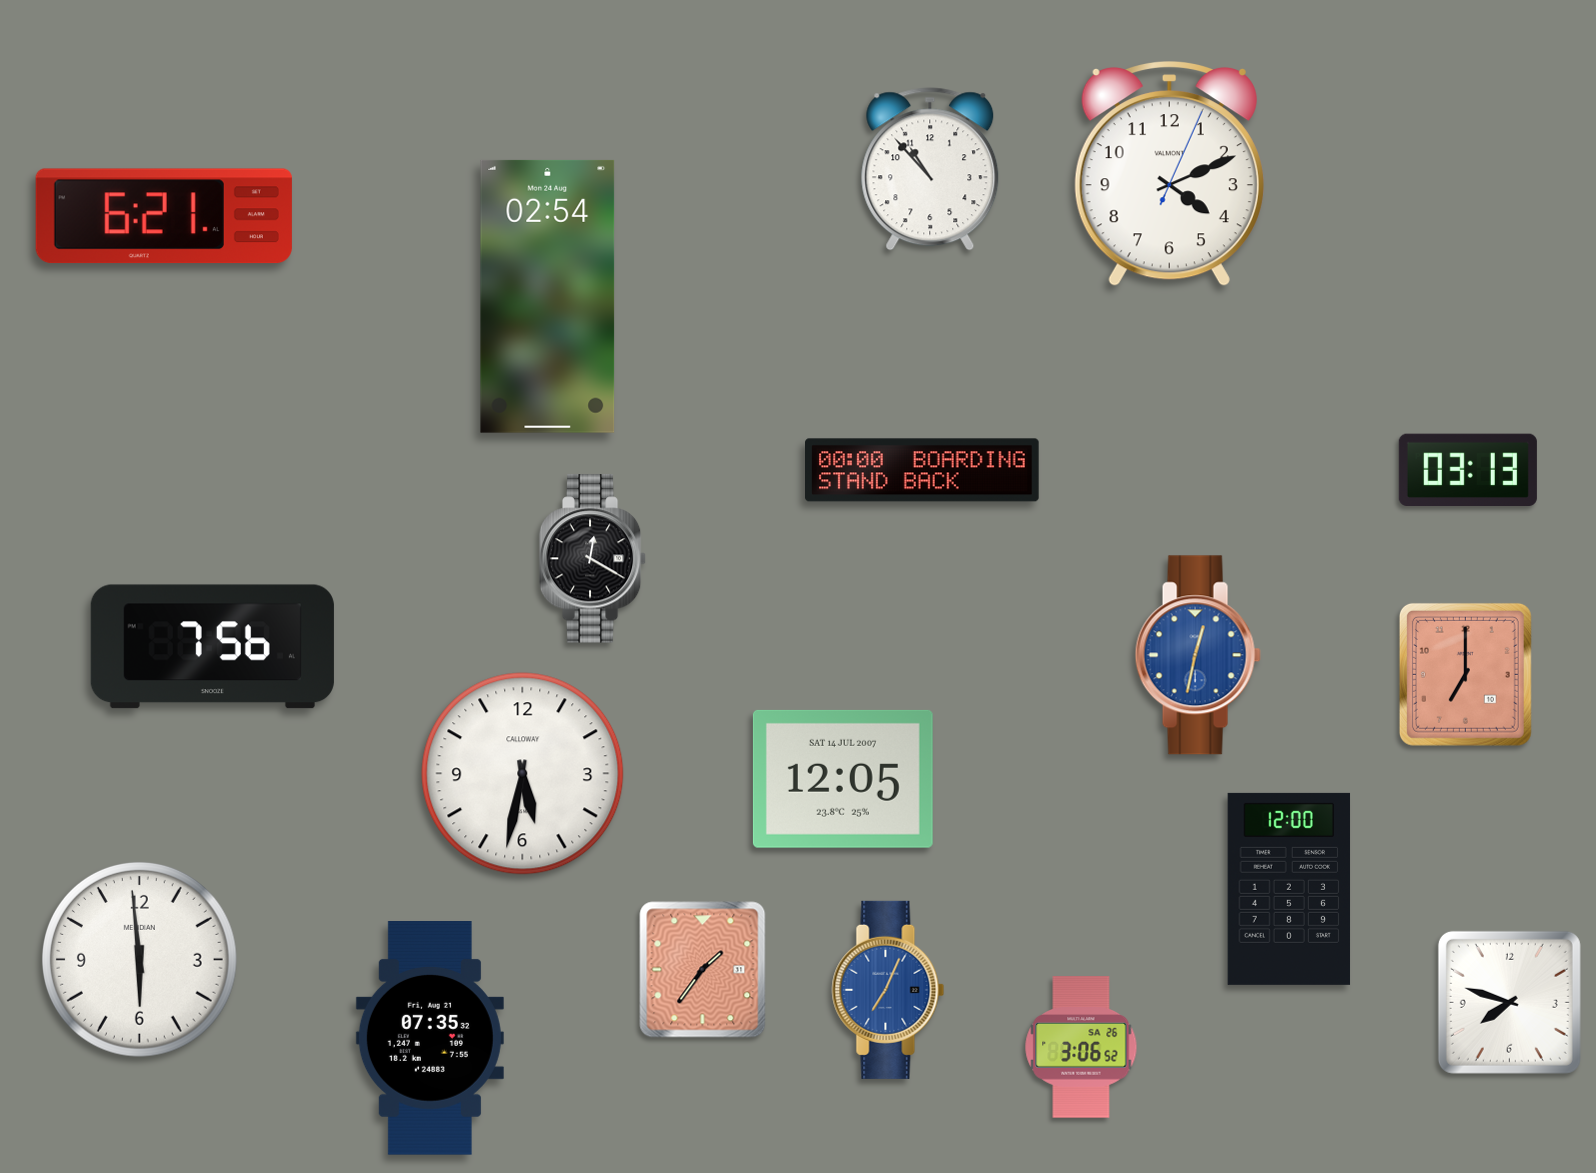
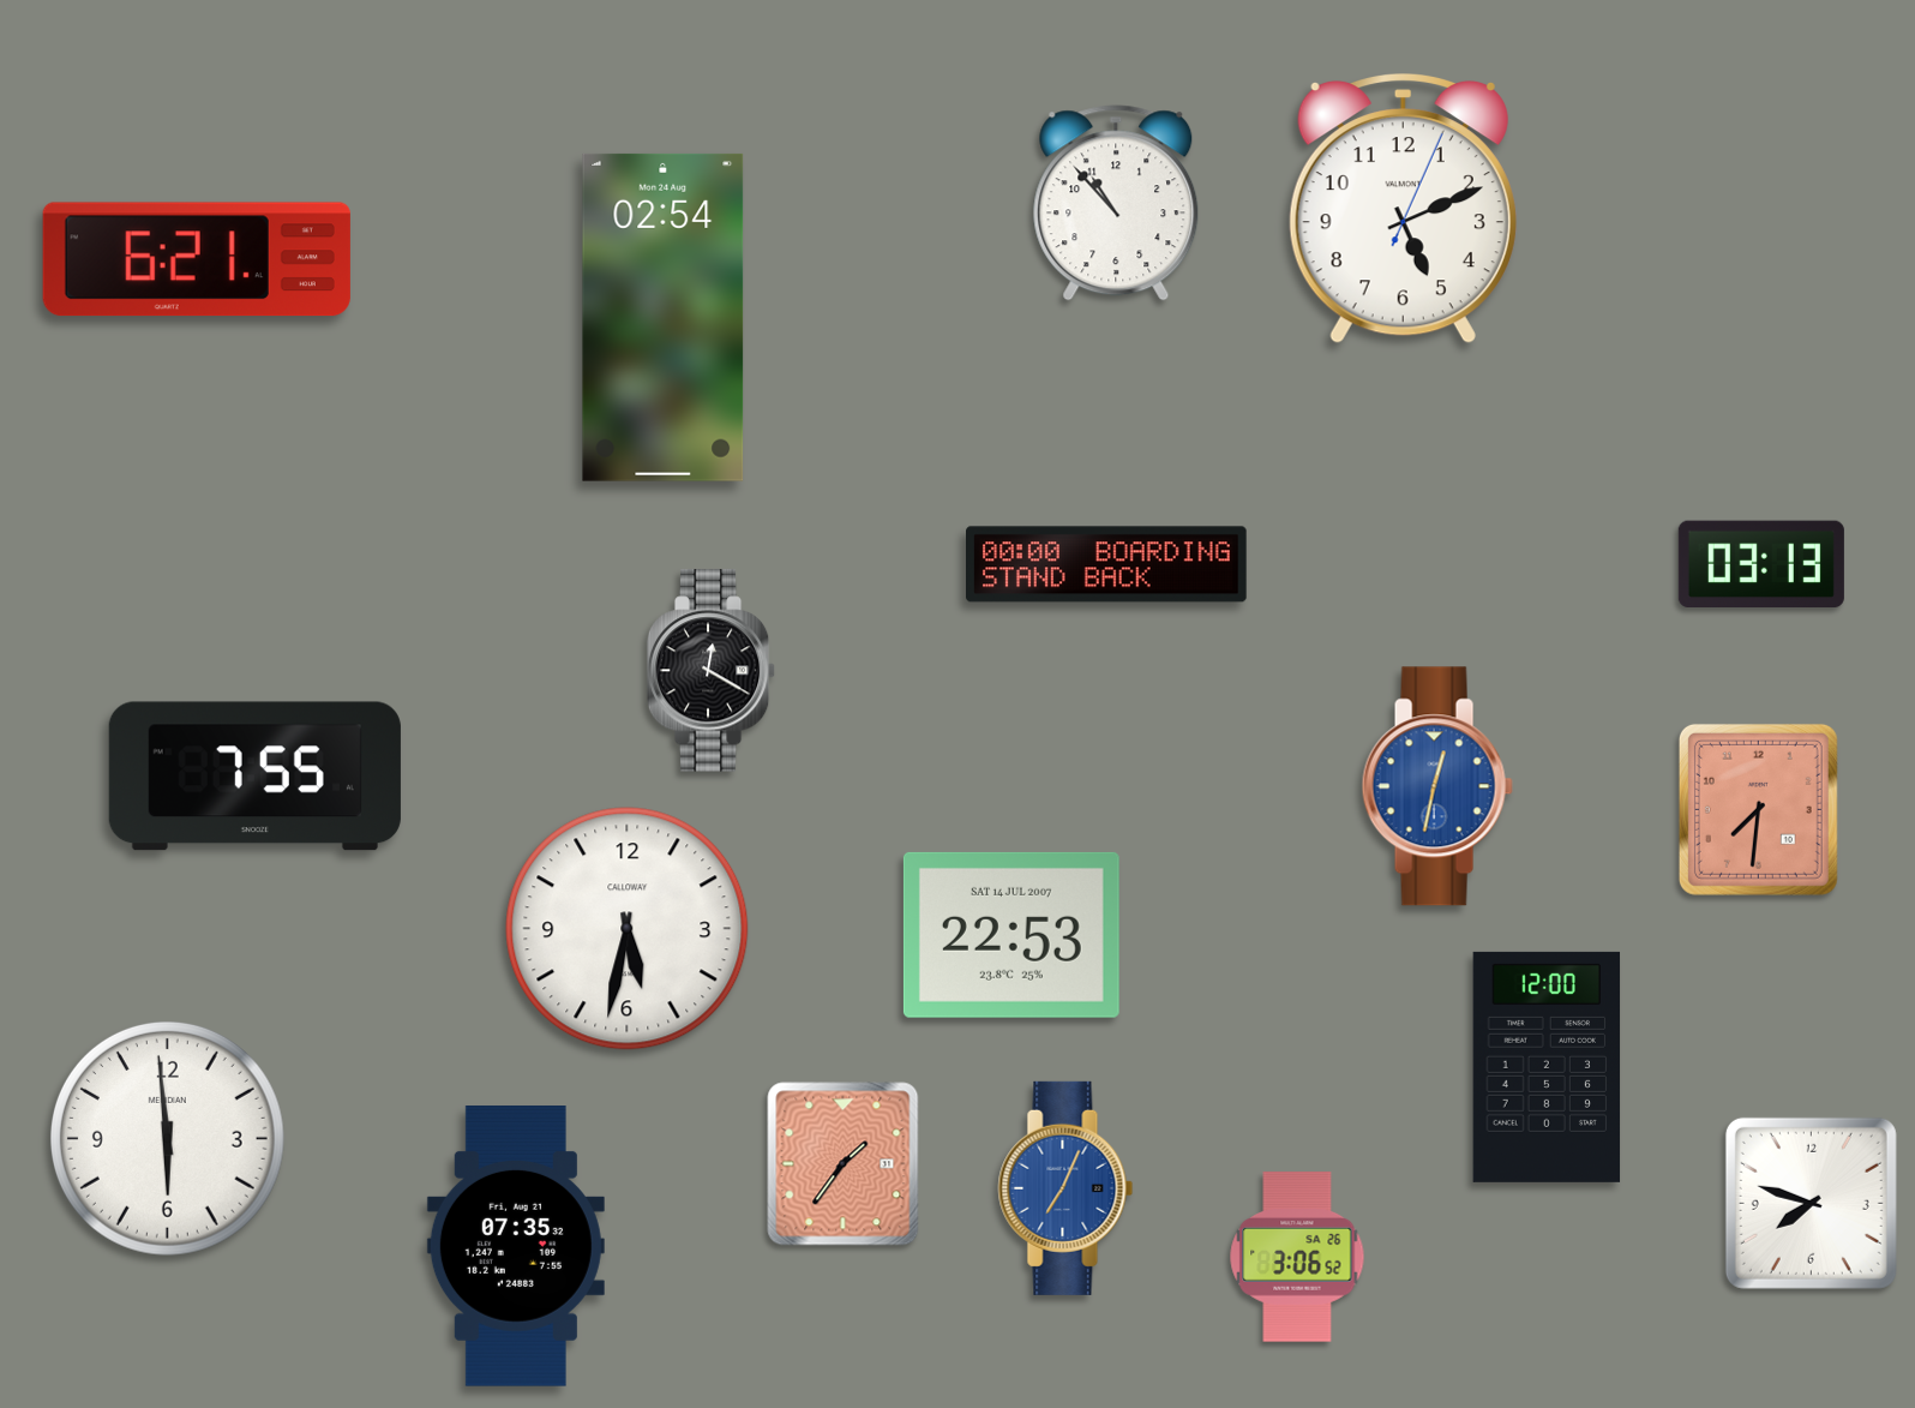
clock at (1169, 174): 4:11 -> 5:11
clock at (548, 296) position: (548, 296) -> (664, 317)
clock at (212, 647): 7:56 -> 7:55
clock at (1465, 674): 7:00 -> 7:31
clock at (843, 779): 12:05 -> 22:53
clock at (139, 959) position: (139, 959) -> (167, 1138)
